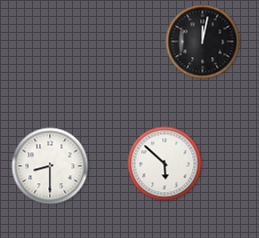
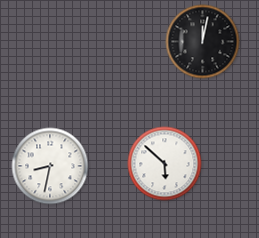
clock at (50, 166): 8:30 -> 8:32
